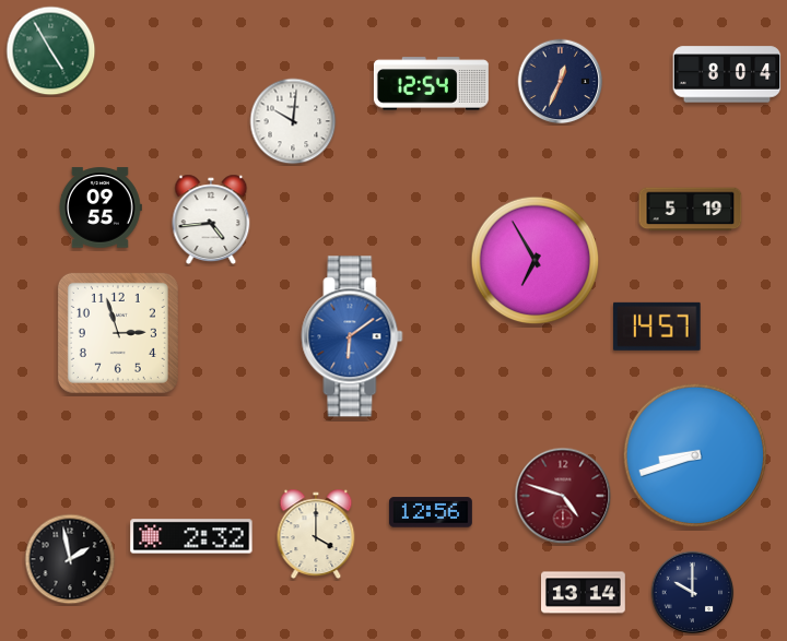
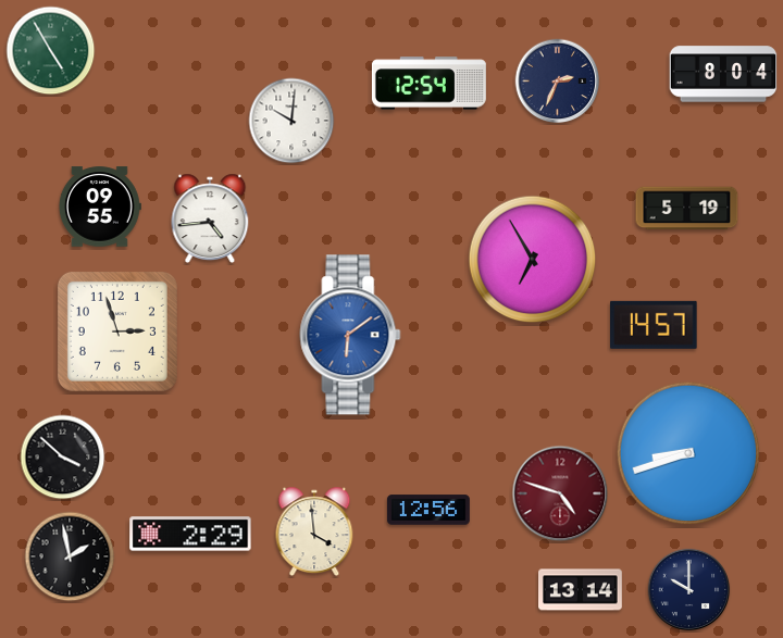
clock at (561, 82): 12:34 -> 2:34
clock at (695, 455) position: (695, 455) -> (688, 453)
clock at (63, 458): none -> 3:52
clock at (316, 534): 4:00 -> 3:59
clock at (191, 536): 2:32 -> 2:29
